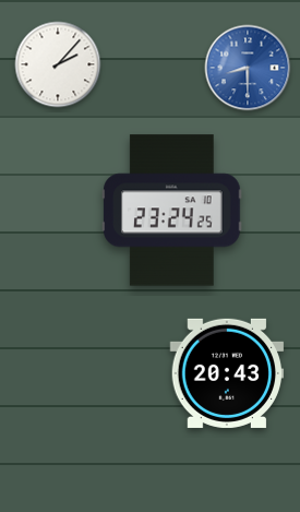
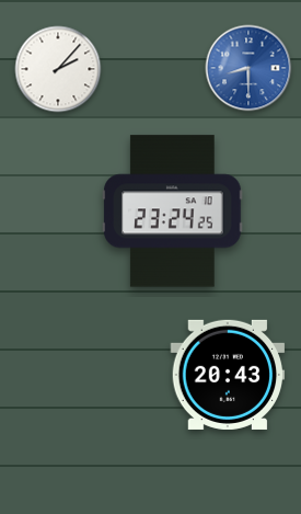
clock at (58, 64) position: (58, 64) -> (58, 69)
